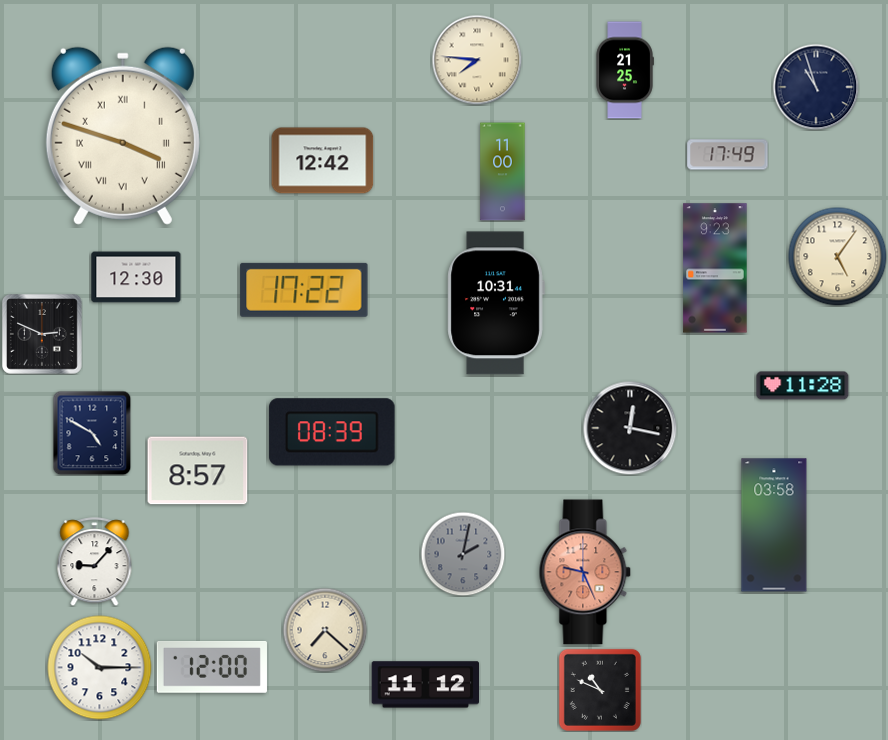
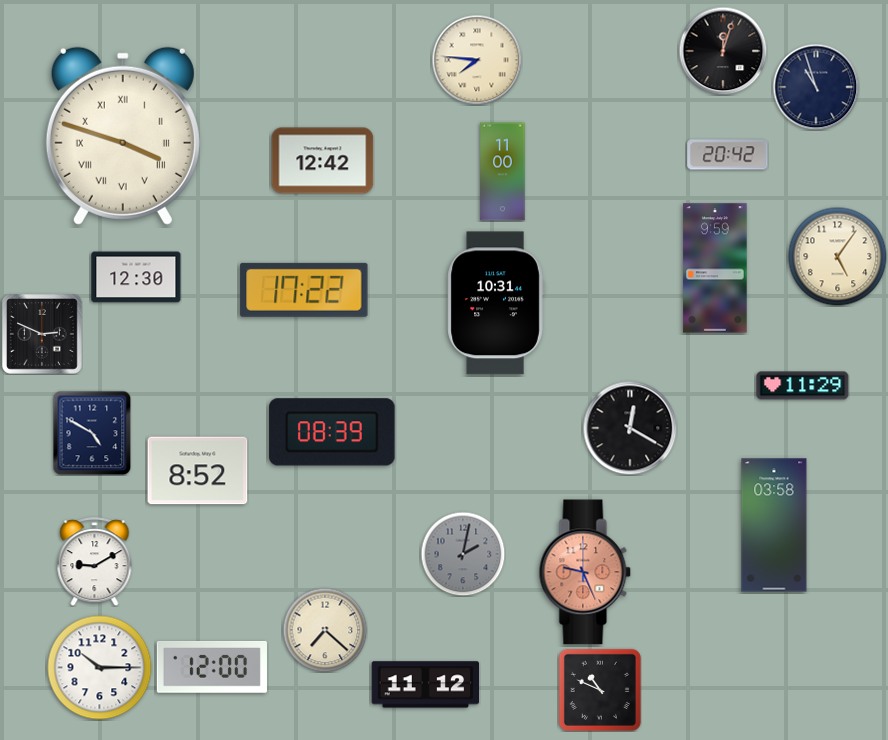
clock at (723, 51): none -> 12:03
clock at (625, 70): 21:25 -> none
clock at (728, 155): 17:49 -> 20:42
clock at (715, 268): 9:23 -> 9:59
clock at (803, 386): 11:28 -> 11:29
clock at (630, 428): 12:17 -> 12:20
clock at (198, 471): 8:57 -> 8:52
clock at (95, 562): 9:07 -> 9:10
